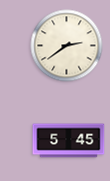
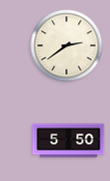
clock at (69, 141): 5:45 -> 5:50
